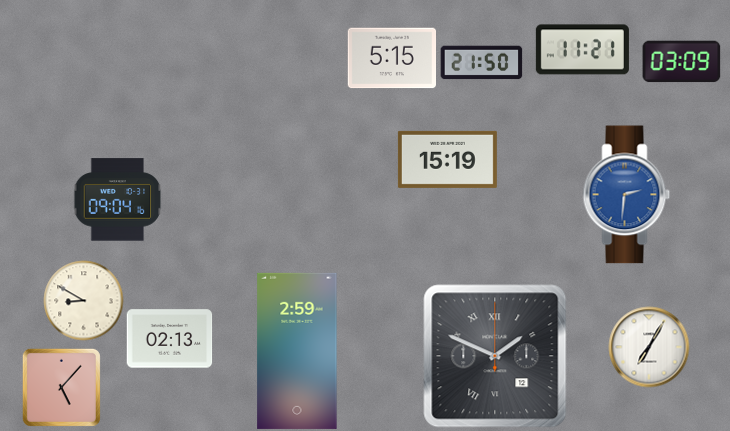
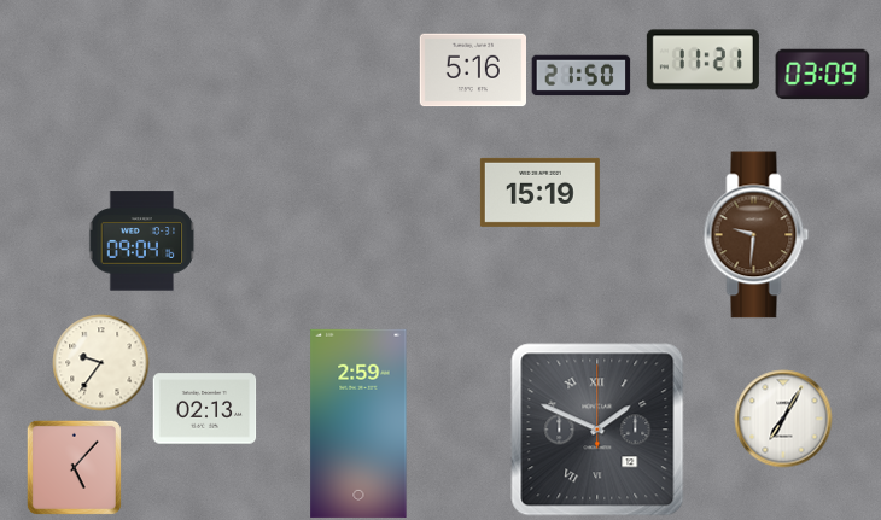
clock at (391, 58): 5:15 -> 5:16
clock at (627, 195): 2:31 -> 9:31
clock at (627, 195) dial: blue -> brown
clock at (83, 300): 8:50 -> 9:36
